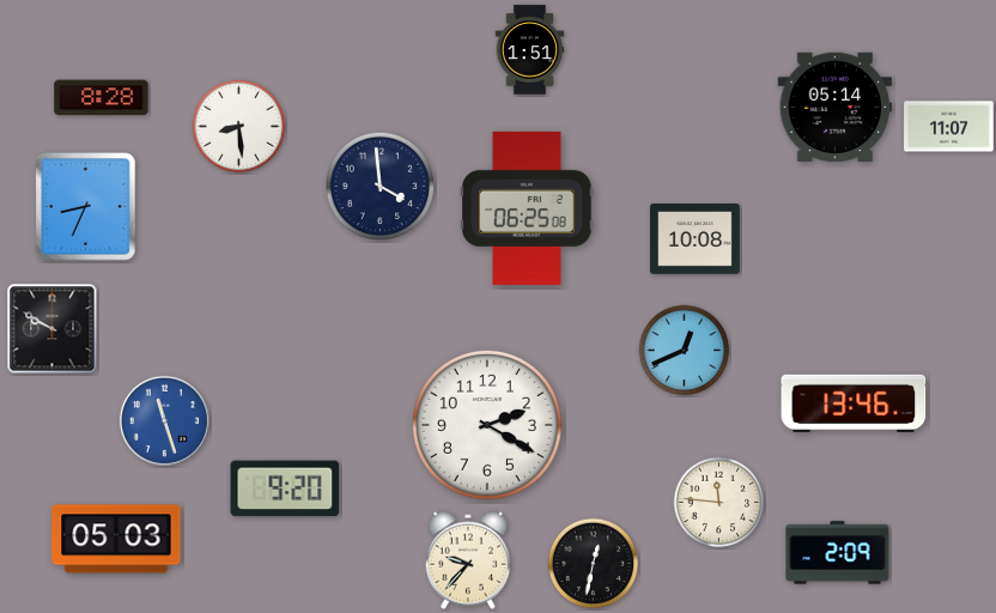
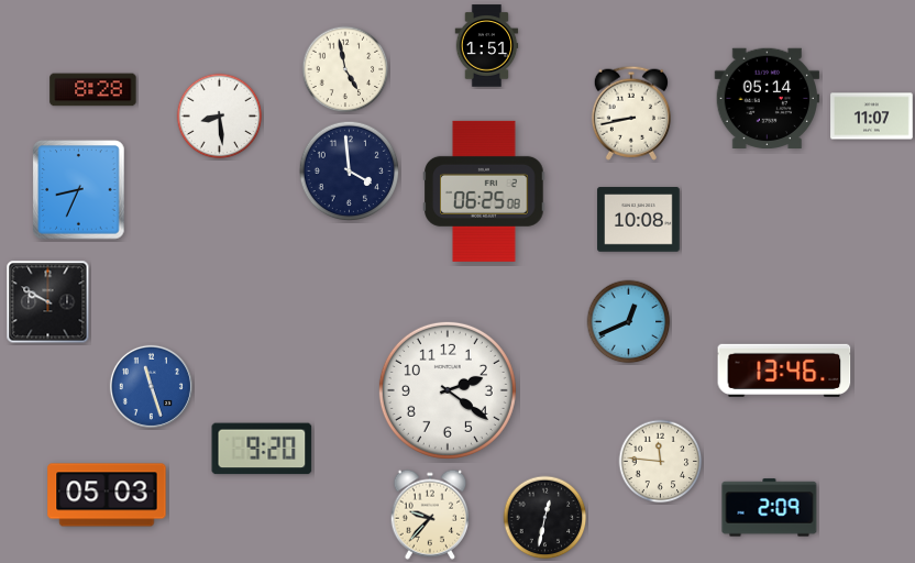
clock at (345, 69): none -> 4:58
clock at (630, 113): none -> 8:43
clock at (487, 425): 2:20 -> 2:21
